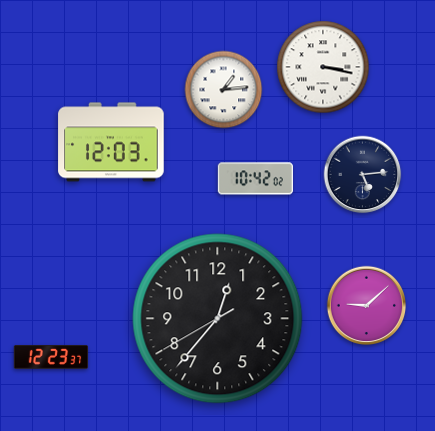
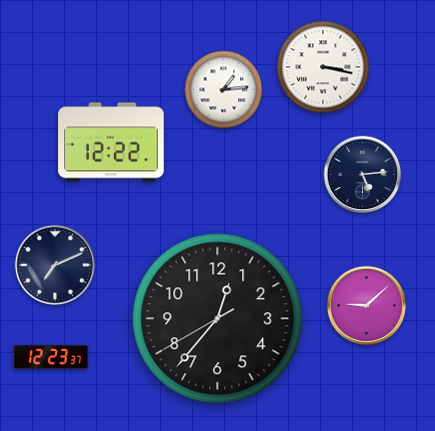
clock at (111, 142): 12:03 -> 12:22
clock at (255, 179): 10:42 -> none
clock at (54, 264): none -> 7:11
